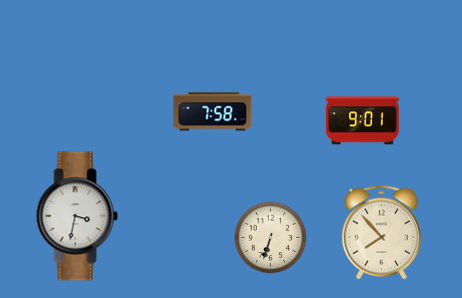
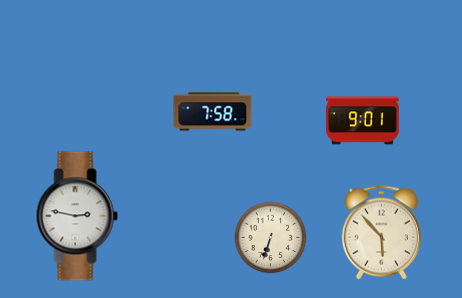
clock at (77, 216): 3:32 -> 2:47
clock at (381, 233): 7:53 -> 5:53
